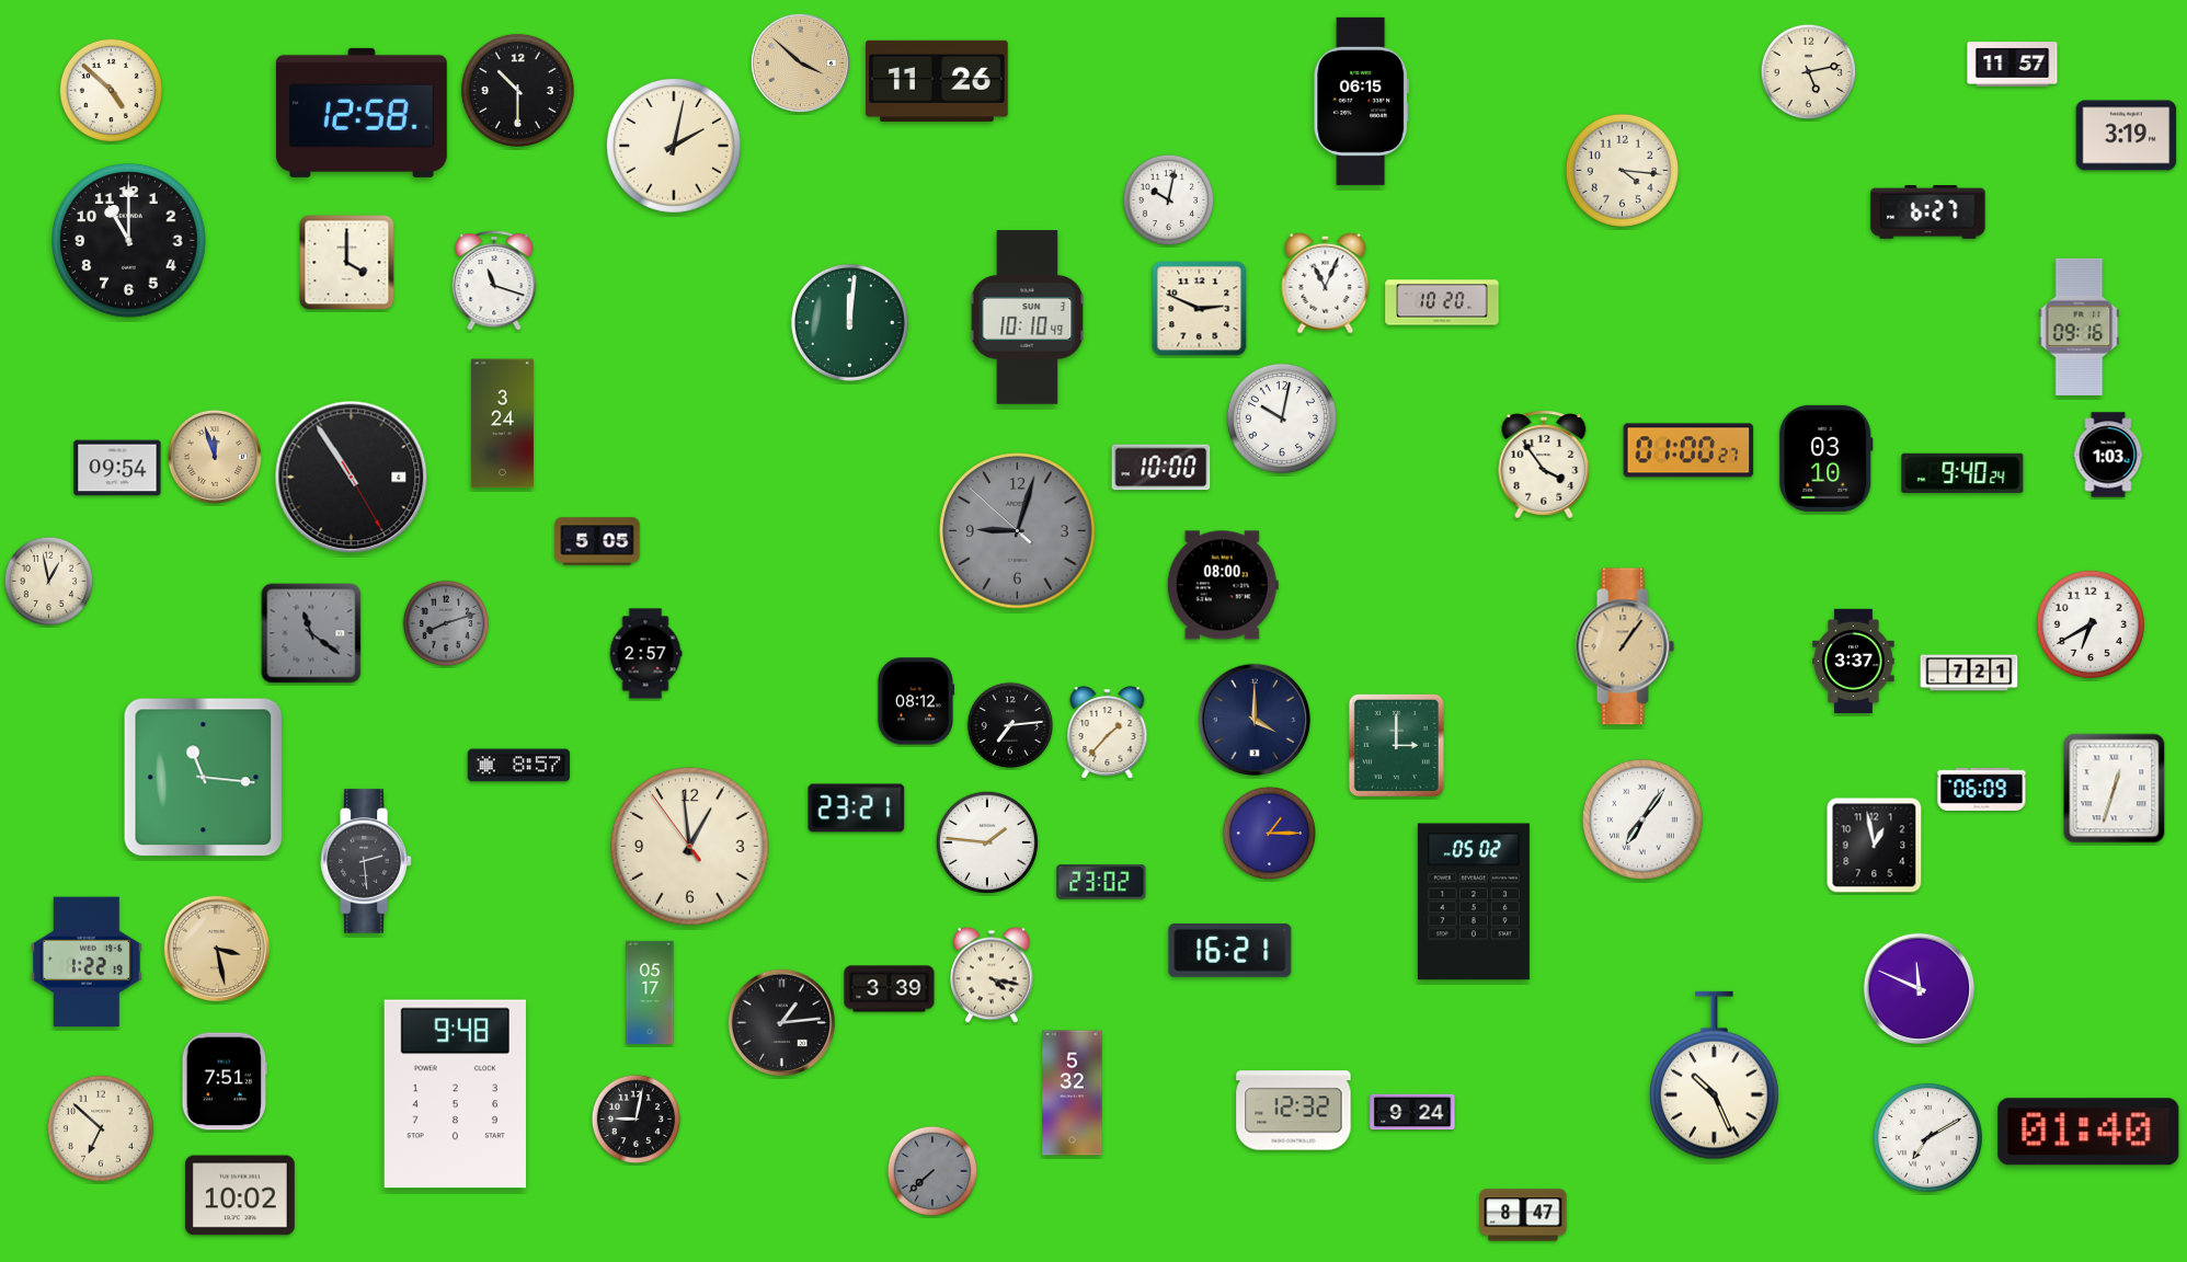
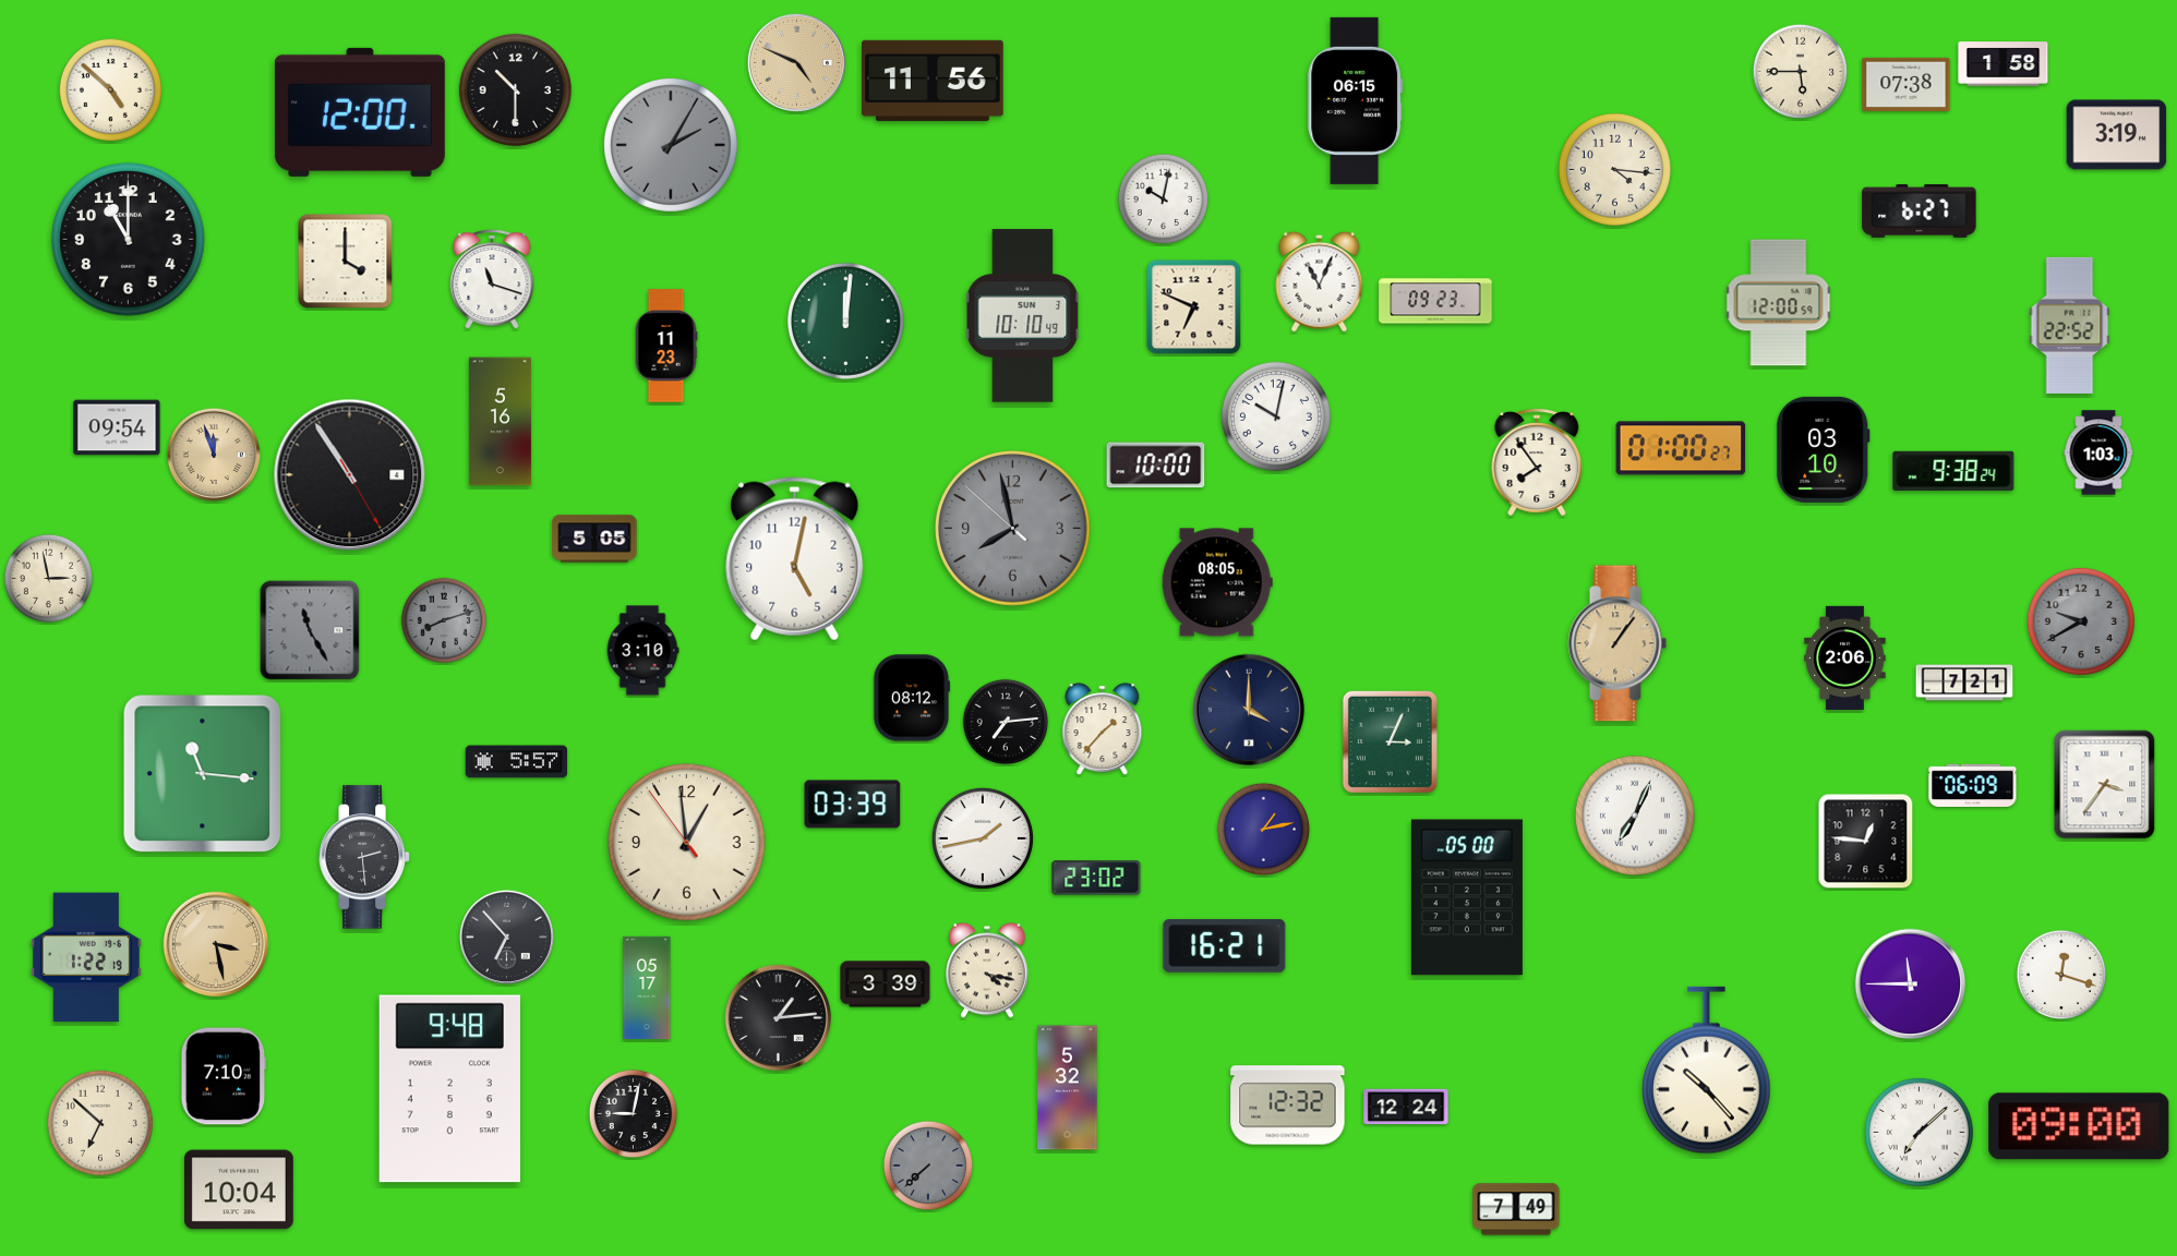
clock at (800, 62): 3:52 -> 4:49
clock at (2013, 65): 11:57 -> 1:58
clock at (1808, 71): 5:13 -> 5:45
clock at (937, 81): 11:26 -> 11:56
clock at (1907, 84): none -> 07:38
clock at (362, 113): 12:58 -> 12:00
clock at (674, 146): 2:02 -> 2:05
clock at (674, 146) dial: cream -> grey
clock at (1442, 302): 10:20 -> 09:23
clock at (1779, 303): none -> 12:00
clock at (1200, 309): 2:49 -> 6:49
clock at (2080, 326): 09:16 -> 22:52
clock at (666, 346): none -> 11:23
clock at (502, 424): 3:24 -> 5:16
clock at (1827, 458) position: (1827, 458) -> (1824, 449)
clock at (1544, 464): 3:54 -> 7:54
clock at (117, 468) position: (117, 468) -> (117, 427)
clock at (1962, 473): 9:40 -> 9:38
clock at (1018, 531): 9:02 -> 7:57
clock at (795, 559): none -> 5:02
clock at (49, 582): 12:58 -> 2:58
clock at (1223, 585): 08:00 -> 08:05
clock at (2091, 624): 6:40 -> 9:40
clock at (2091, 624) dial: white -> grey
clock at (311, 633): 11:21 -> 11:25
clock at (645, 654): 2:57 -> 3:10
clock at (1854, 661): 3:37 -> 2:06
clock at (1969, 673) position: (1969, 673) -> (1964, 683)
clock at (1255, 720) position: (1255, 720) -> (1249, 710)
clock at (1396, 745): 3:00 -> 3:04
clock at (519, 766): 8:57 -> 5:57
clock at (2115, 789): 12:33 -> 3:36
clock at (857, 808): 23:21 -> 03:39
clock at (1642, 819): 7:06 -> 7:04
clock at (1269, 833): 1:15 -> 1:13
clock at (987, 842): 1:46 -> 1:43
clock at (1875, 846): 12:58 -> 12:46
clock at (1474, 902): 05:02 -> 05:00
clock at (506, 937): none -> 6:53
clock at (2061, 975): none -> 12:18
clock at (1920, 989): 11:49 -> 11:45
clock at (1715, 1076): 10:26 -> 10:23
clock at (225, 1081): 7:51 -> 7:10
clock at (455, 1094) position: (455, 1094) -> (449, 1089)
clock at (1412, 1112): 9:24 -> 12:24
clock at (2088, 1132): 01:40 -> 09:00
clock at (1927, 1137): 7:10 -> 7:08
clock at (240, 1195): 10:02 -> 10:04
clock at (1523, 1215): 8:47 -> 7:49
